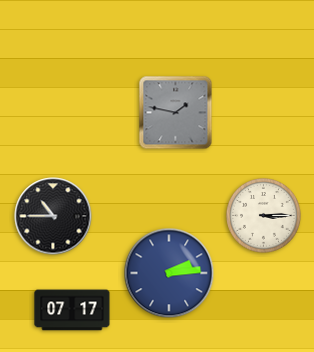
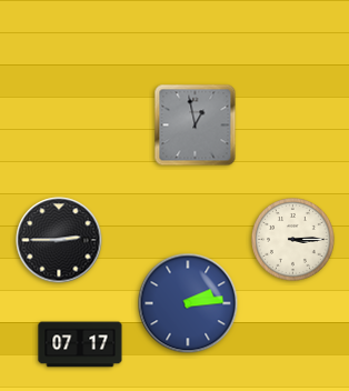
clock at (176, 113): 1:47 -> 12:58
clock at (53, 216): 10:45 -> 2:45
